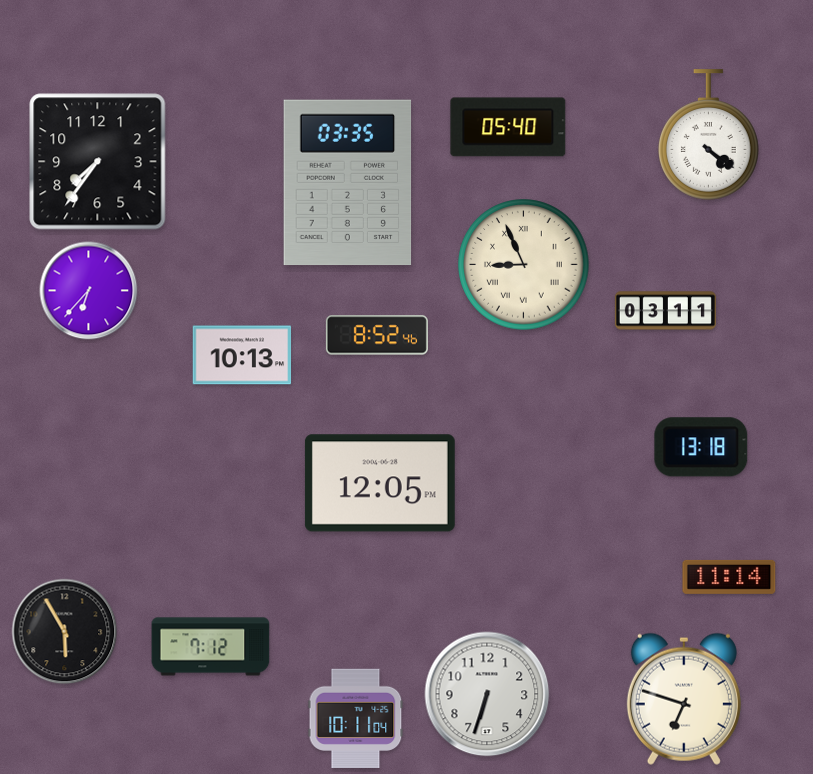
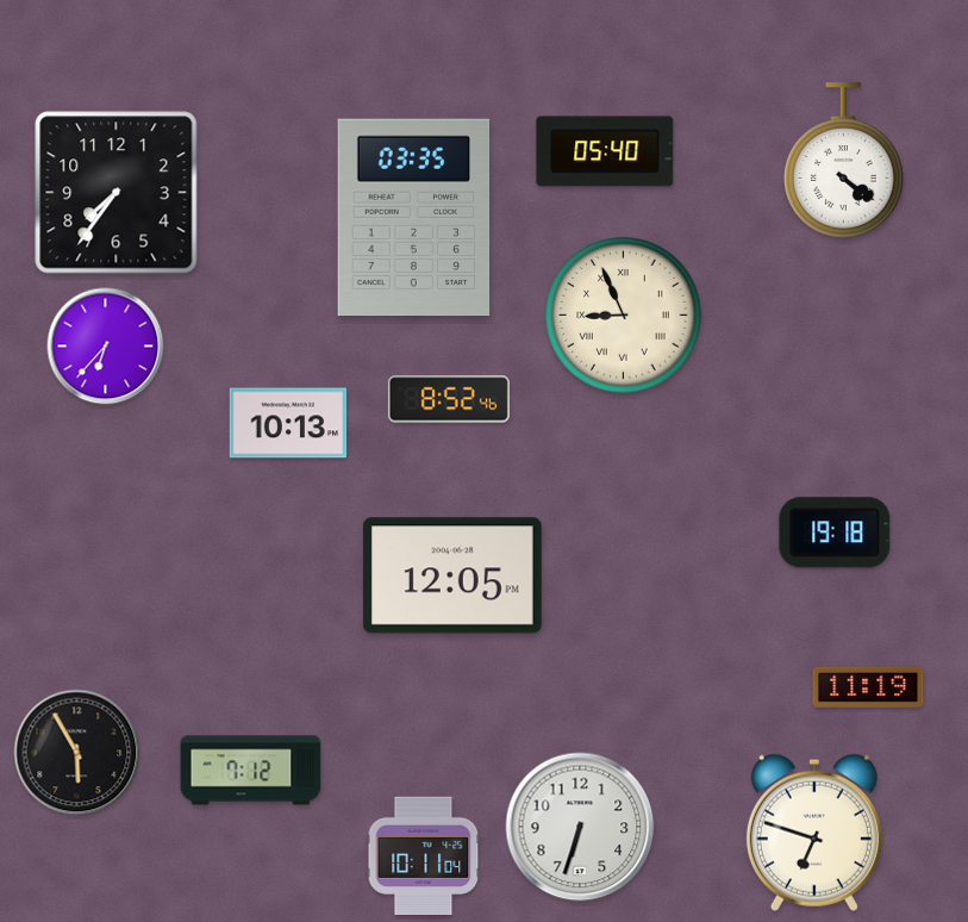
clock at (665, 311): 03:11 -> none
clock at (701, 447): 13:18 -> 19:18
clock at (729, 577): 11:14 -> 11:19
